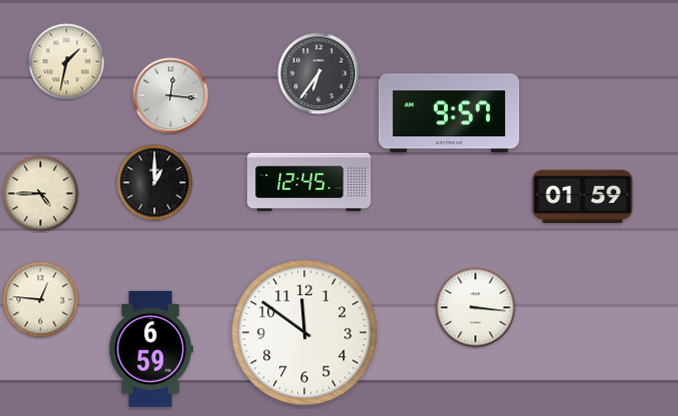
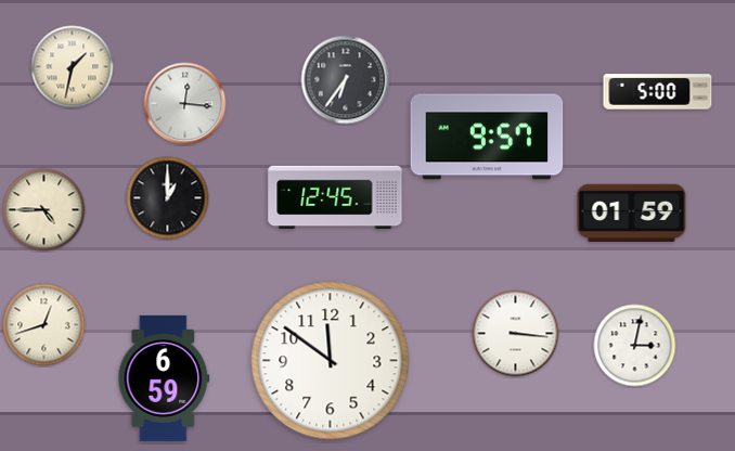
clock at (658, 92): none -> 5:00
clock at (449, 113) position: (449, 113) -> (487, 137)
clock at (41, 300): 12:46 -> 12:42
clock at (635, 346): none -> 3:02
